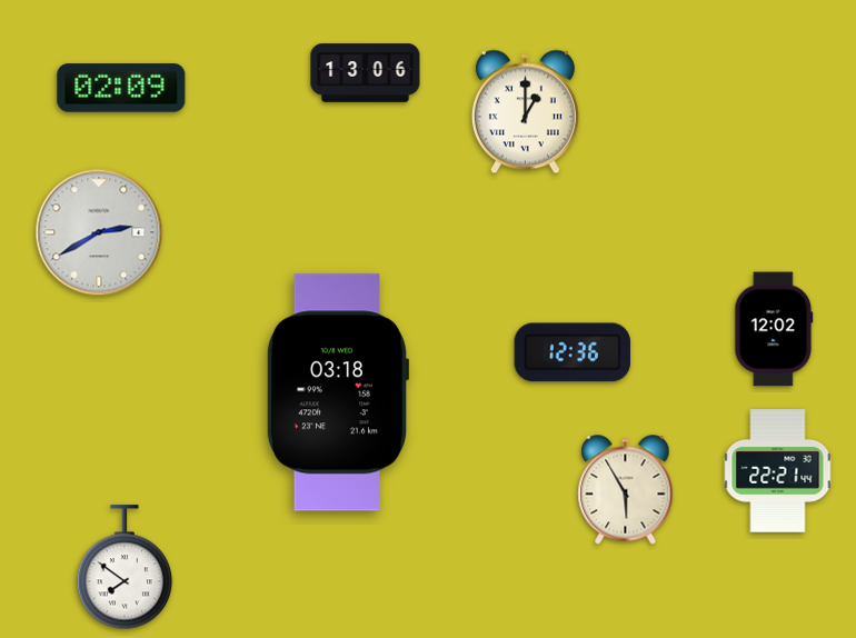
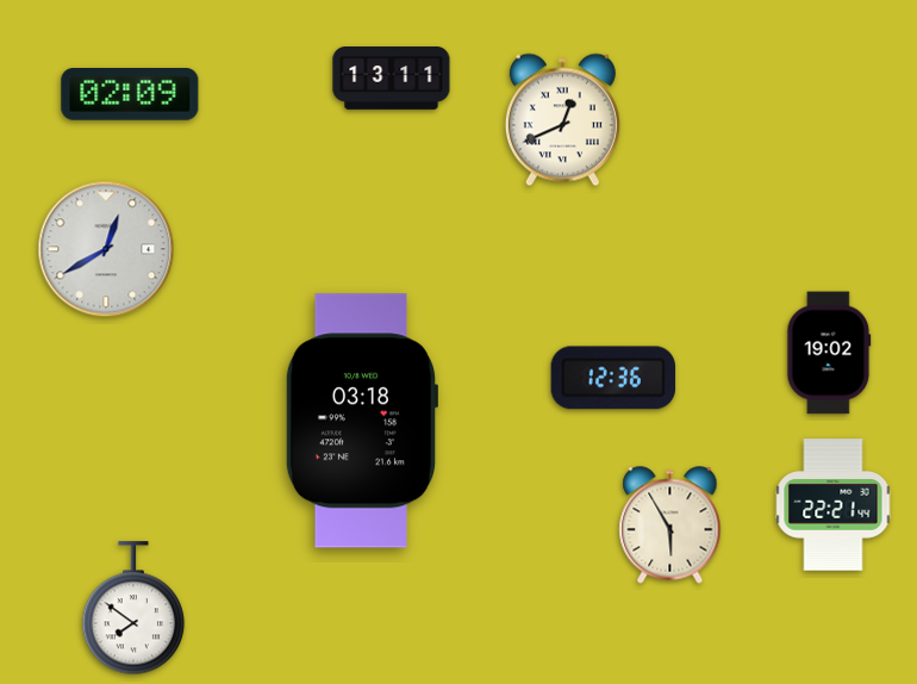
clock at (366, 73): 13:06 -> 13:11
clock at (525, 112): 1:00 -> 12:41
clock at (99, 232): 2:40 -> 12:40
clock at (774, 329): 12:02 -> 19:02
